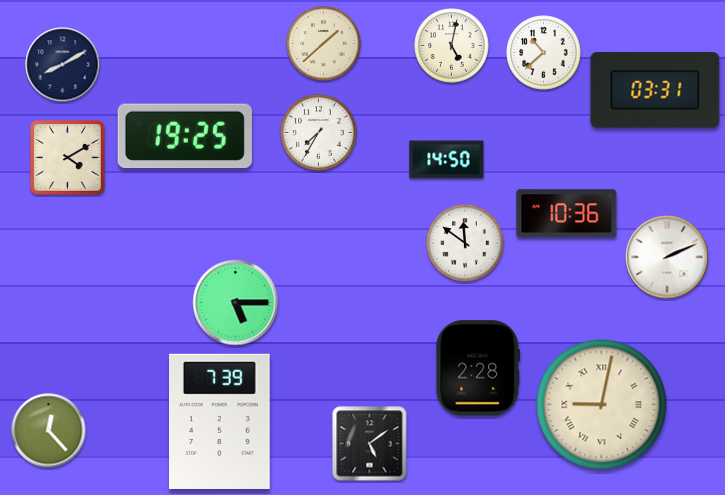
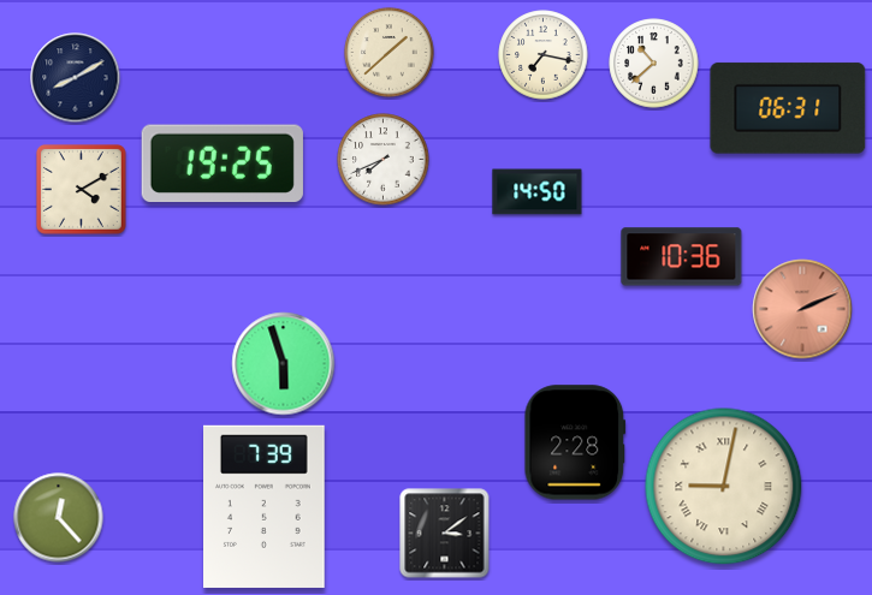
clock at (452, 46): 5:02 -> 7:17
clock at (655, 90): 03:31 -> 06:31
clock at (319, 133): 7:35 -> 7:41
clock at (465, 243): 11:51 -> none
clock at (667, 257) dial: white -> salmon
clock at (236, 303): 5:15 -> 5:57
clock at (370, 444): 5:09 -> 3:09
